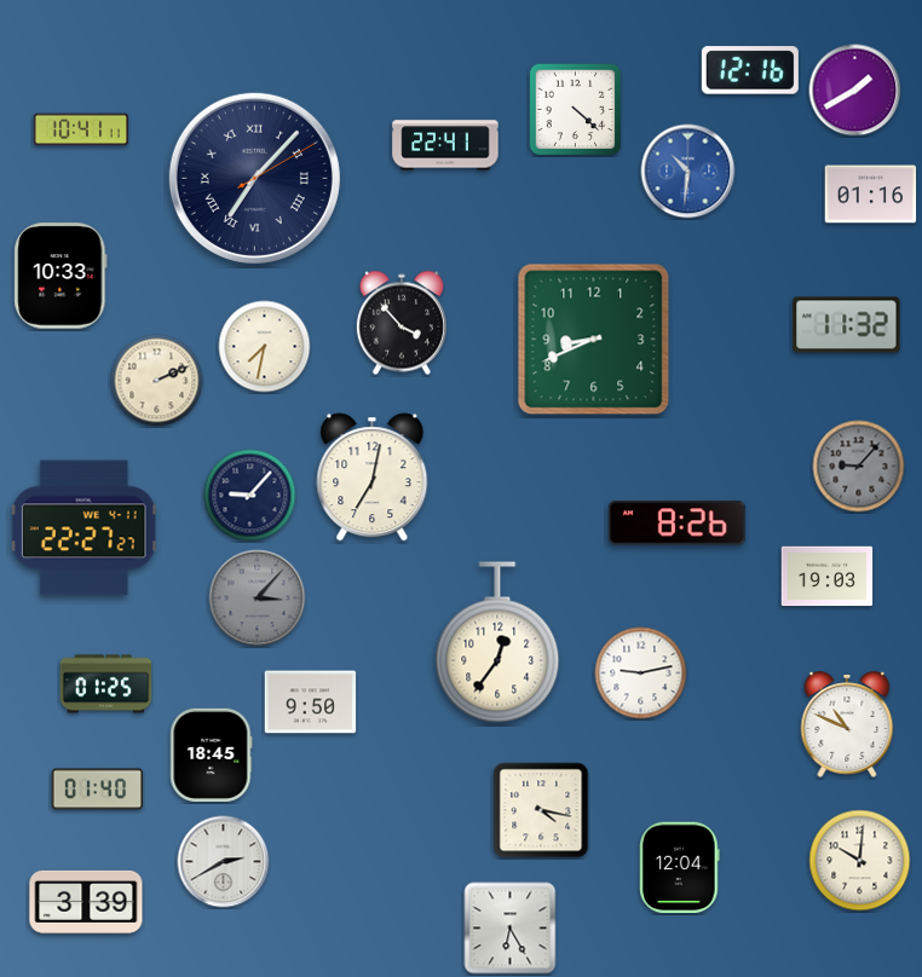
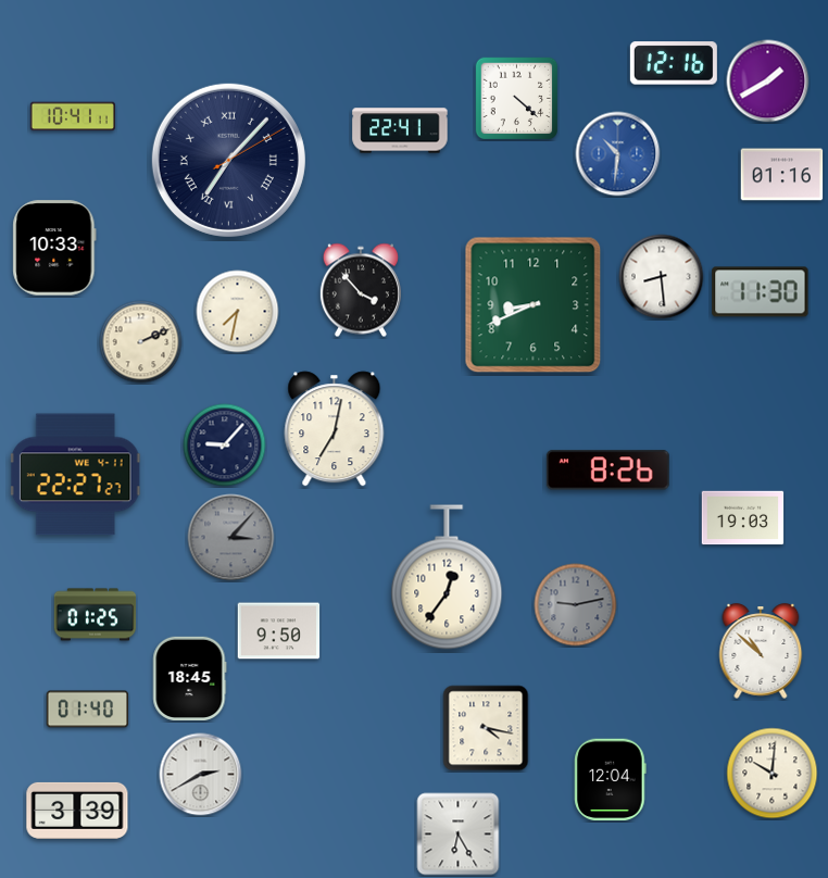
clock at (662, 277): none -> 8:29
clock at (847, 325): 11:32 -> 11:30
clock at (859, 467): 9:07 -> none
clock at (641, 674) dial: white -> grey
clock at (847, 724): 10:49 -> 10:52
